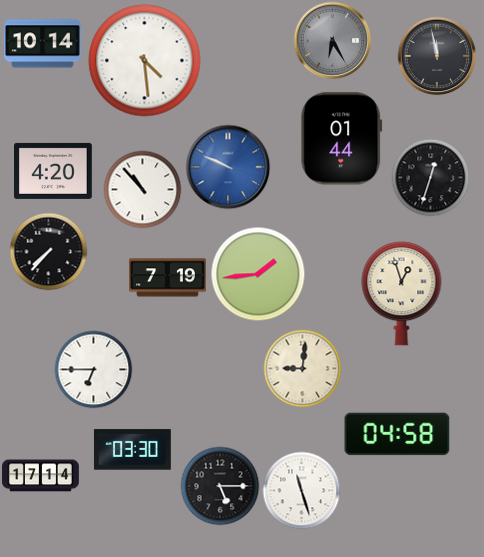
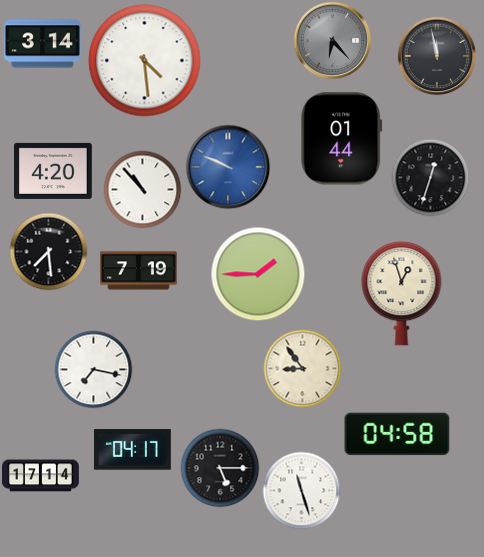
clock at (332, 40): 6:25 -> 6:23
clock at (43, 44): 10:14 -> 3:14
clock at (48, 251): 7:37 -> 7:29
clock at (258, 274): 1:44 -> 1:45
clock at (168, 278) position: (168, 278) -> (139, 271)
clock at (302, 368): 9:01 -> 8:54
clock at (93, 369): 6:45 -> 7:17
clock at (132, 450): 03:30 -> 04:17
clock at (220, 486) position: (220, 486) -> (220, 468)
